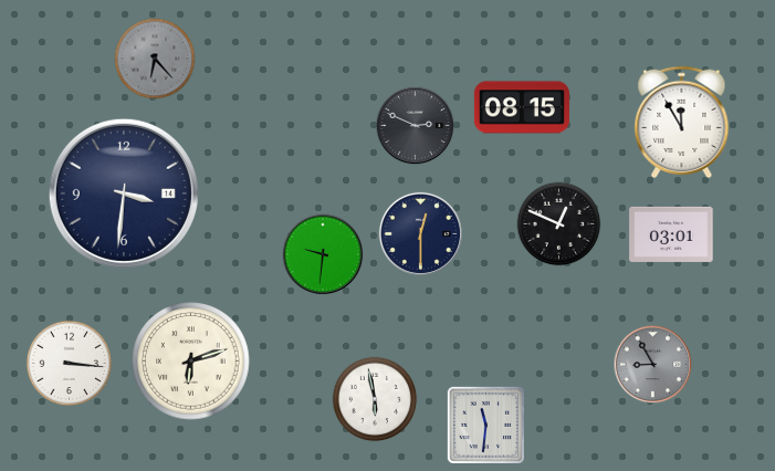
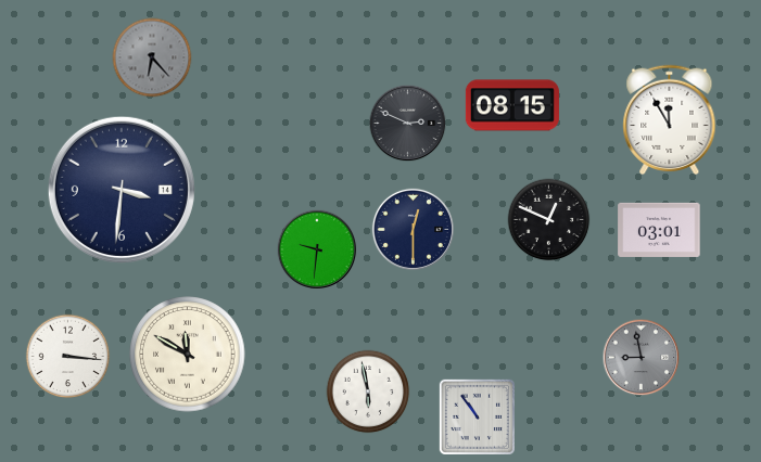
clock at (191, 362): 6:12 -> 11:50
clock at (653, 365): 8:55 -> 8:58
clock at (485, 425): 11:31 -> 10:54
